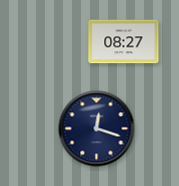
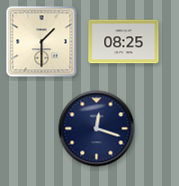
clock at (42, 42): none -> 1:30
clock at (124, 42): 08:27 -> 08:25
